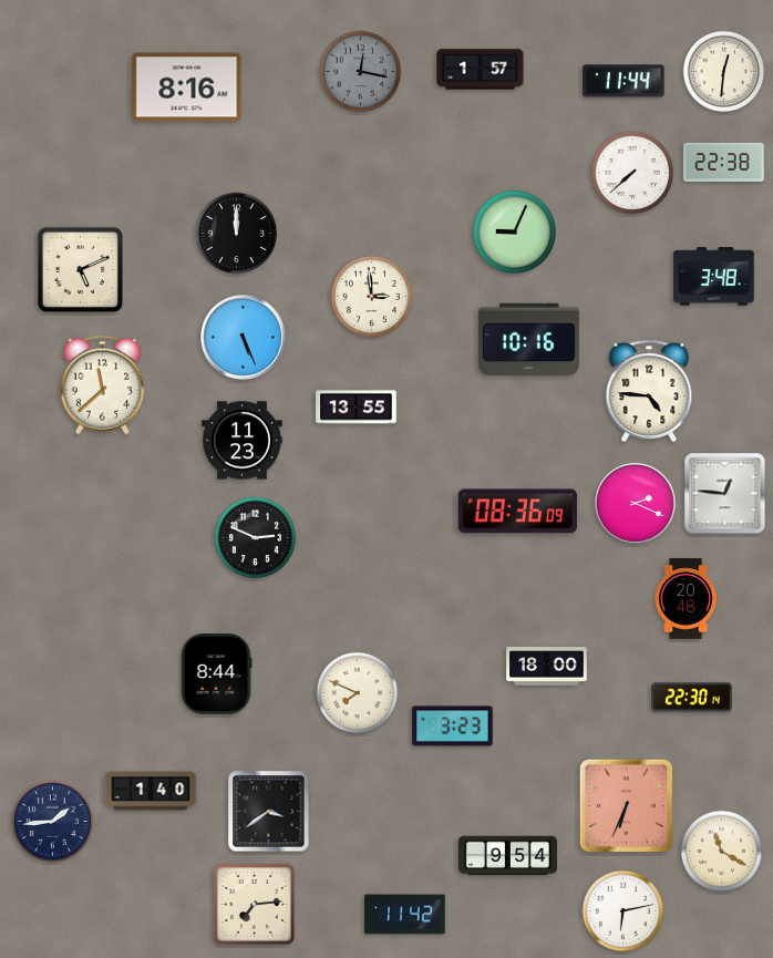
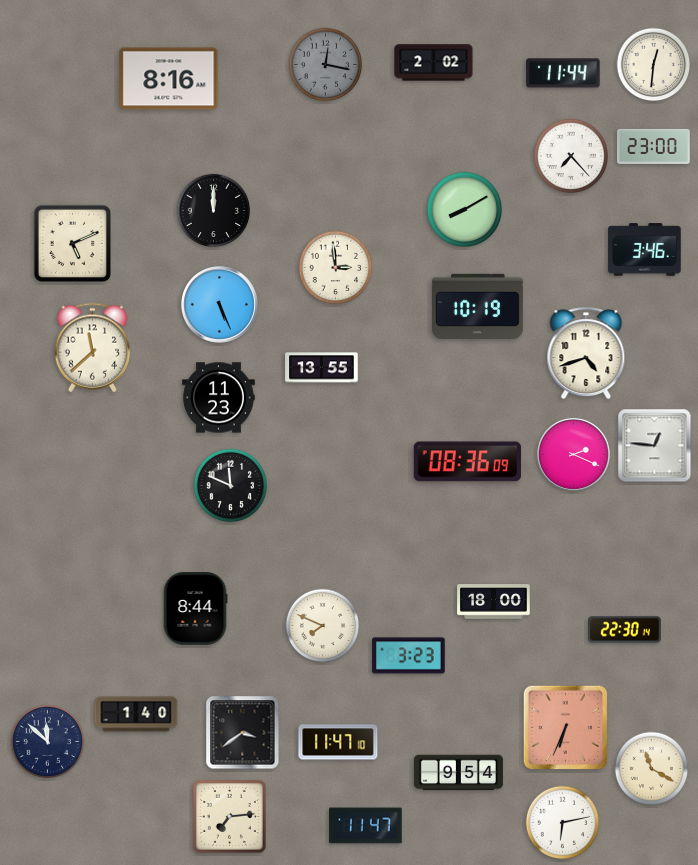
clock at (481, 70): 1:57 -> 2:02
clock at (724, 162): 22:38 -> 23:00
clock at (631, 172): 7:38 -> 7:23
clock at (514, 231): 9:04 -> 8:10
clock at (714, 277): 3:48 -> 3:46
clock at (528, 340): 10:16 -> 10:19
clock at (649, 391): 4:46 -> 4:42
clock at (256, 538): 2:49 -> 11:49
clock at (686, 599): 20:48 -> none
clock at (53, 822): 1:44 -> 11:52
clock at (338, 742): none -> 11:47
clock at (405, 915): 11:42 -> 11:47
